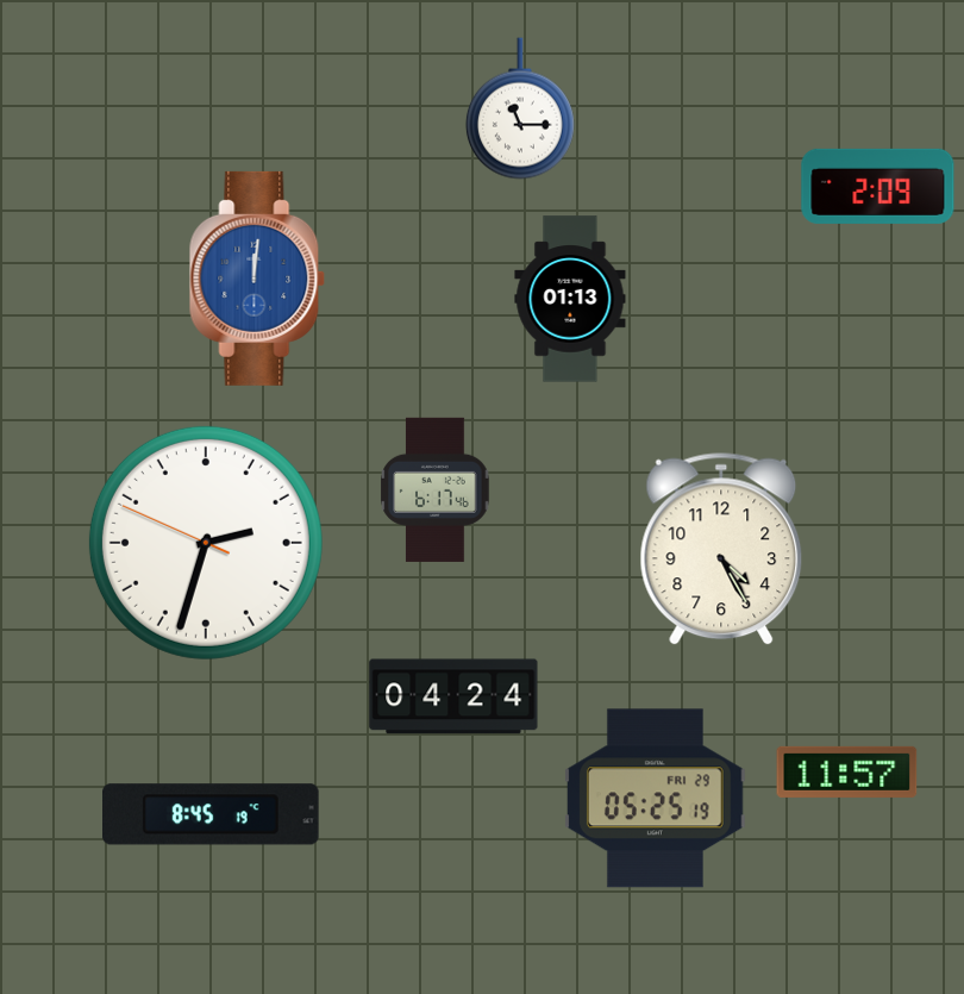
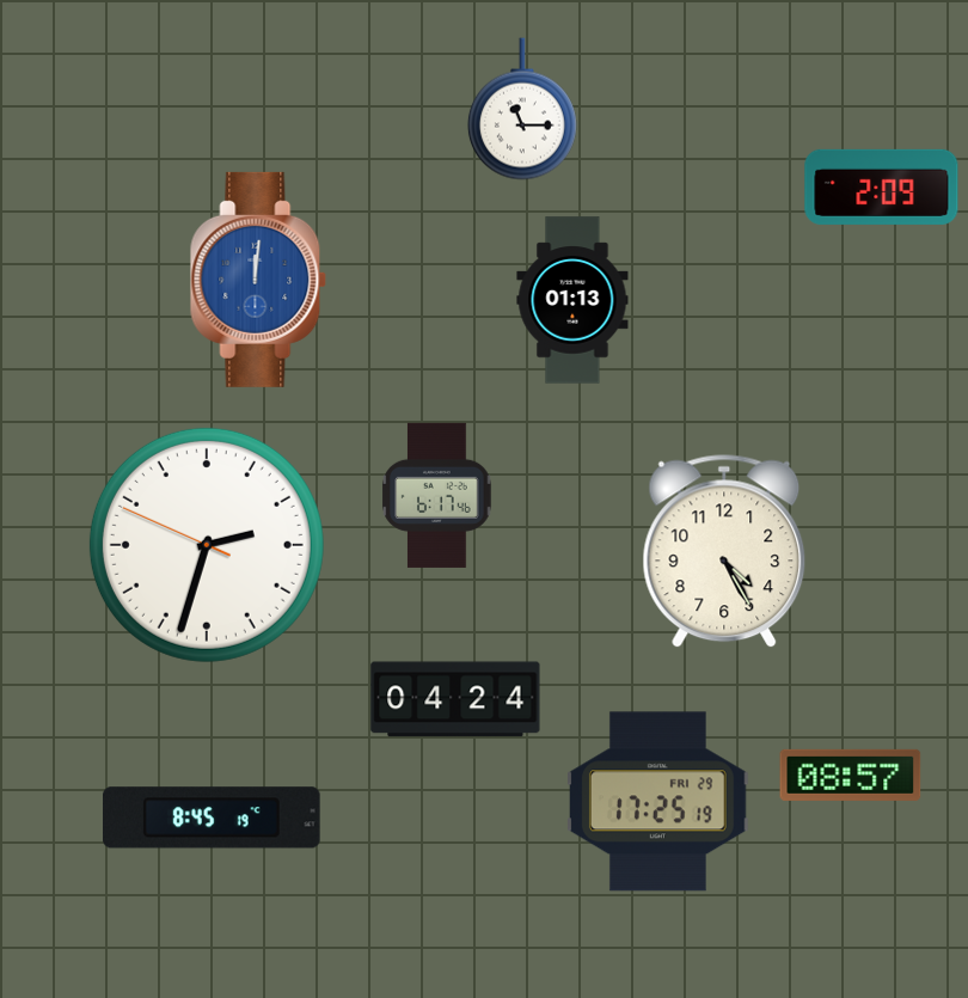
clock at (436, 489) position: (436, 489) -> (437, 495)
clock at (847, 771): 11:57 -> 08:57
clock at (655, 799): 05:25 -> 17:25
